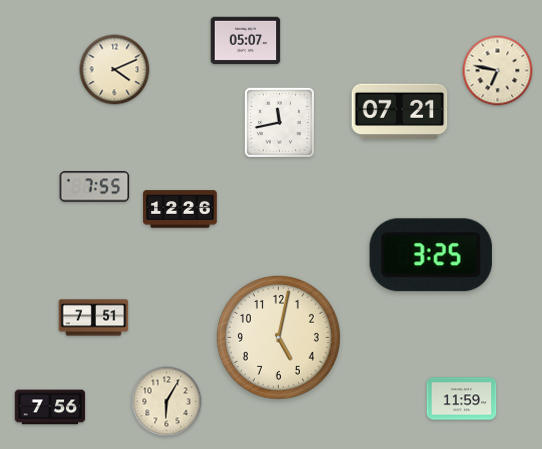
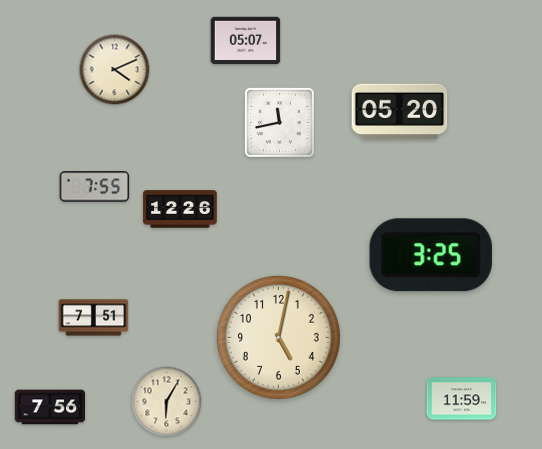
clock at (498, 71): 6:47 -> none
clock at (400, 112): 07:21 -> 05:20
